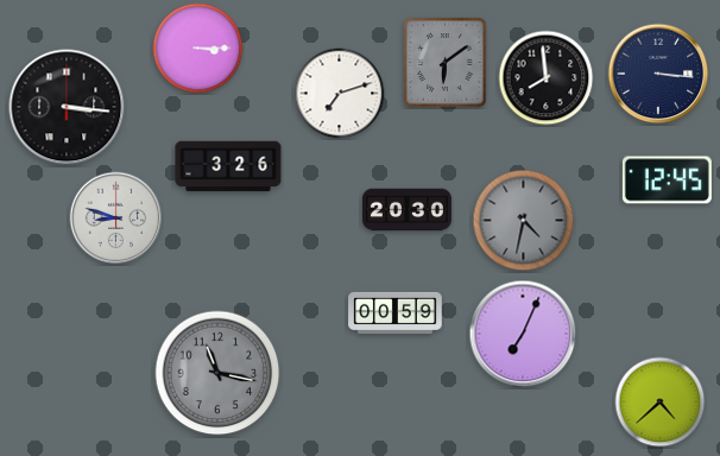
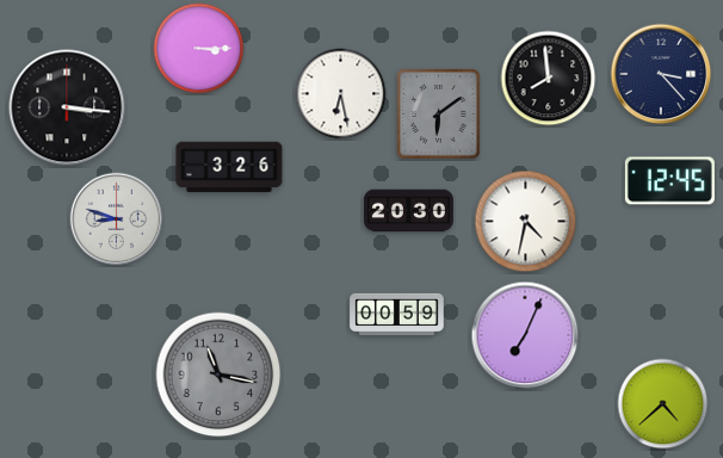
clock at (446, 63) position: (446, 63) -> (439, 114)
clock at (658, 74): 3:16 -> 3:23
clock at (340, 94): 7:12 -> 6:28
clock at (524, 221) dial: grey -> white
